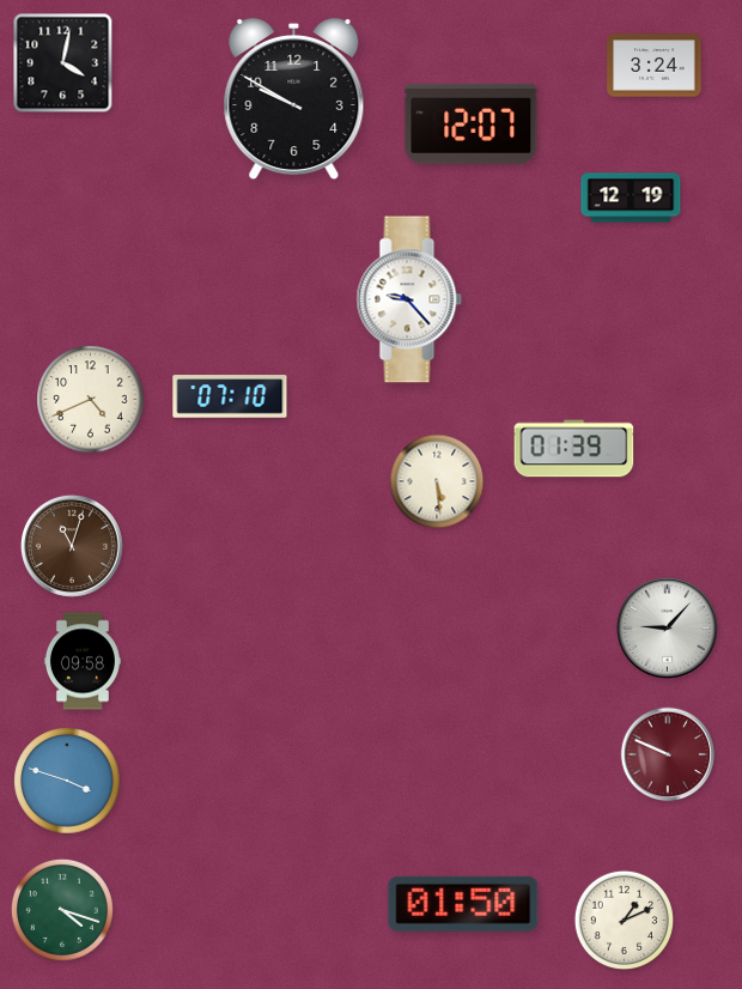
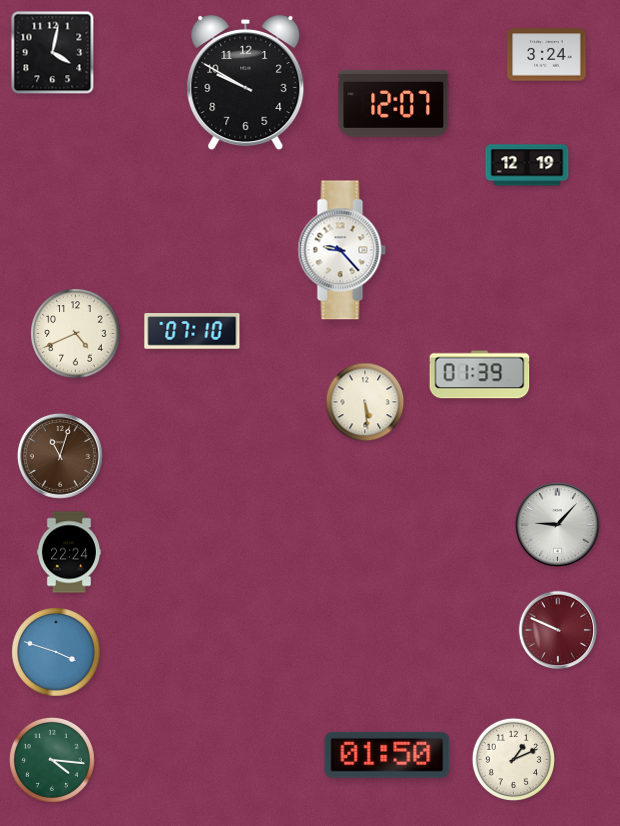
clock at (83, 661): 09:58 -> 22:24
clock at (62, 910): 4:18 -> 4:16
clock at (624, 920) position: (624, 920) -> (513, 759)
